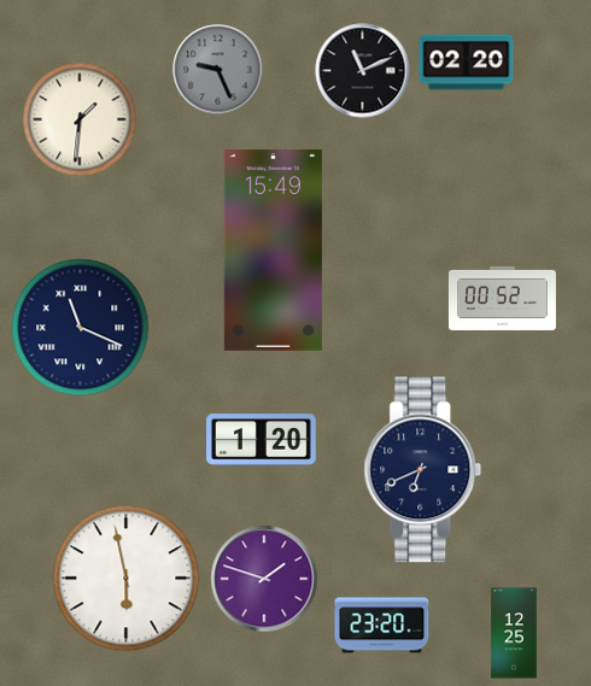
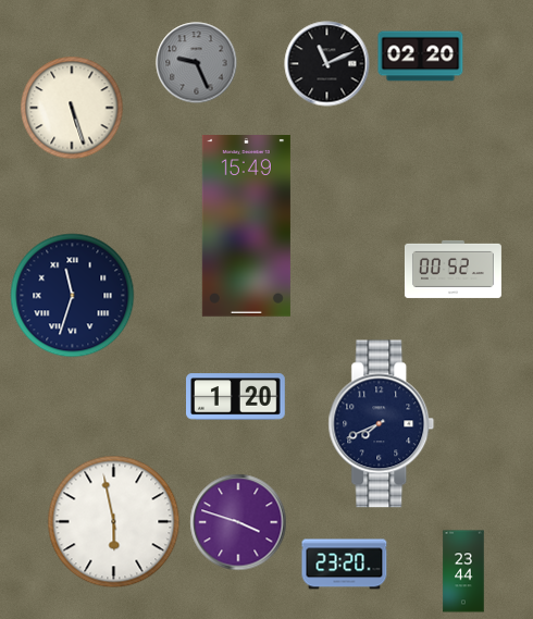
clock at (80, 119): 1:31 -> 5:27
clock at (81, 328): 11:19 -> 11:33
clock at (423, 470): 6:41 -> 7:41
clock at (264, 579): 1:48 -> 3:48
clock at (514, 633): 12:25 -> 23:44
